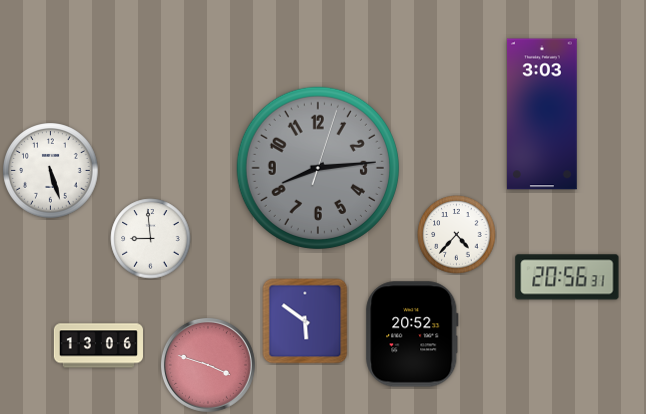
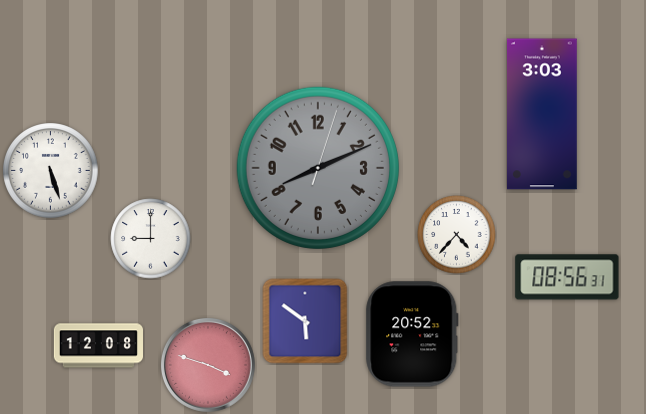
clock at (318, 168): 8:14 -> 8:11
clock at (151, 239): 8:59 -> 9:00
clock at (567, 277): 20:56 -> 08:56
clock at (98, 346): 13:06 -> 12:08
